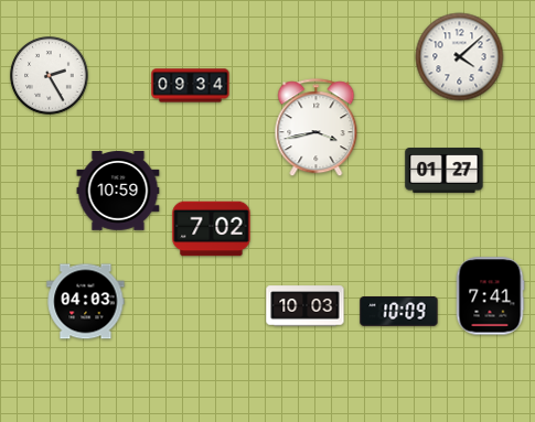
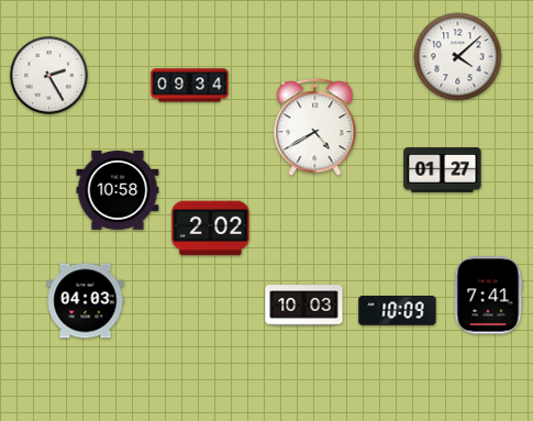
clock at (317, 128): 3:43 -> 4:40
clock at (118, 192): 10:59 -> 10:58
clock at (212, 229): 7:02 -> 2:02
